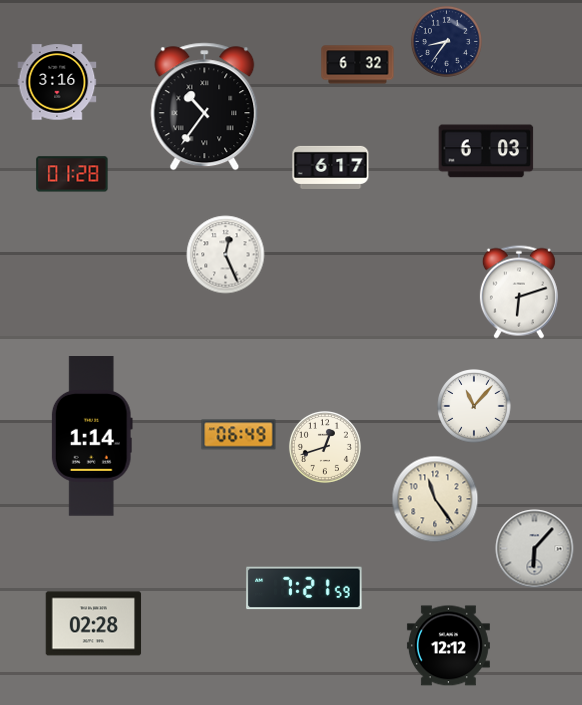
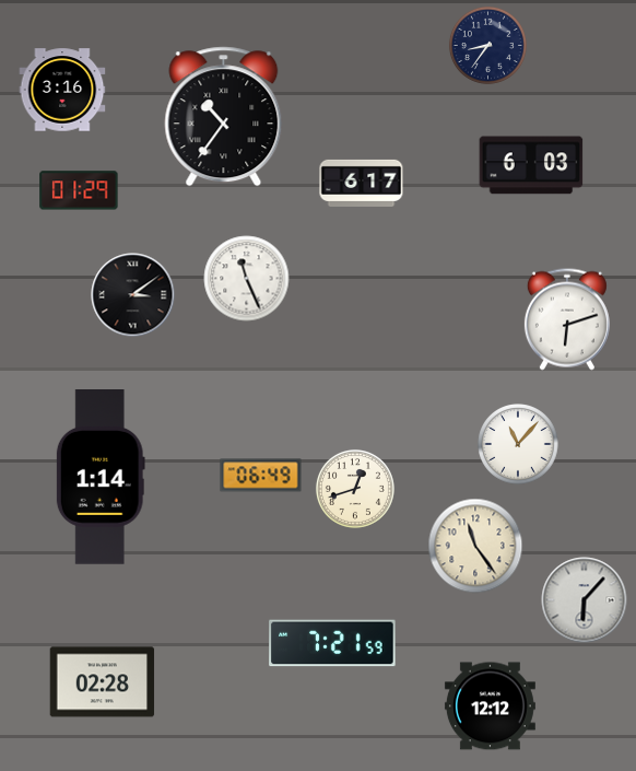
clock at (358, 65): 6:32 -> none
clock at (72, 174): 01:28 -> 01:29
clock at (226, 255): 12:26 -> 11:26
clock at (133, 295): none -> 3:09
